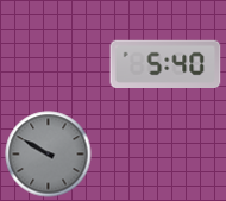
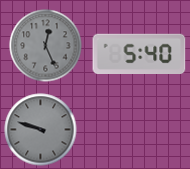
clock at (46, 46): none -> 12:26
clock at (49, 155): 9:50 -> 9:48
